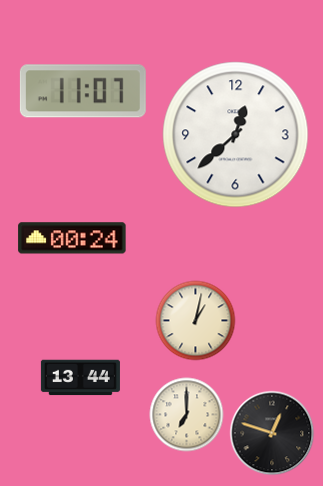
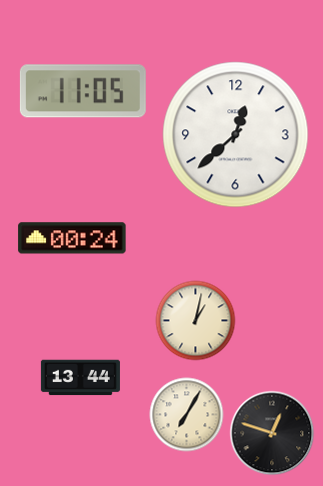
clock at (83, 91): 11:07 -> 11:05
clock at (187, 415): 7:00 -> 7:05
